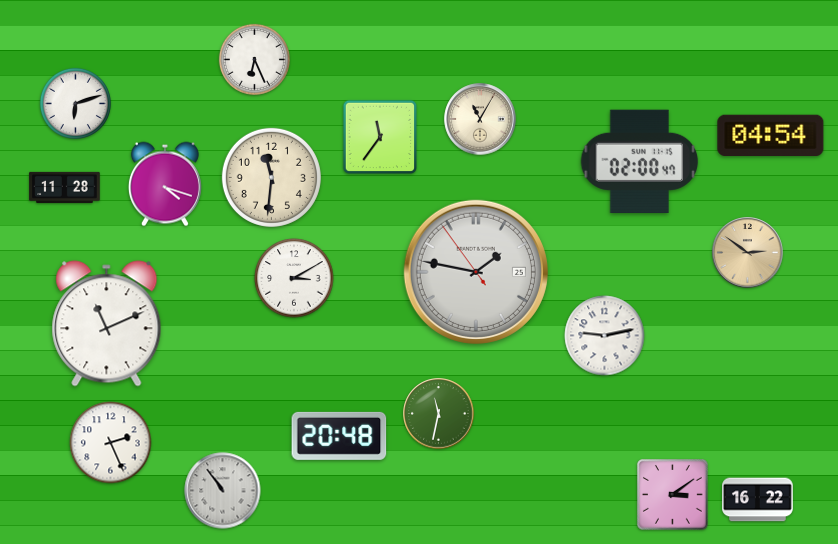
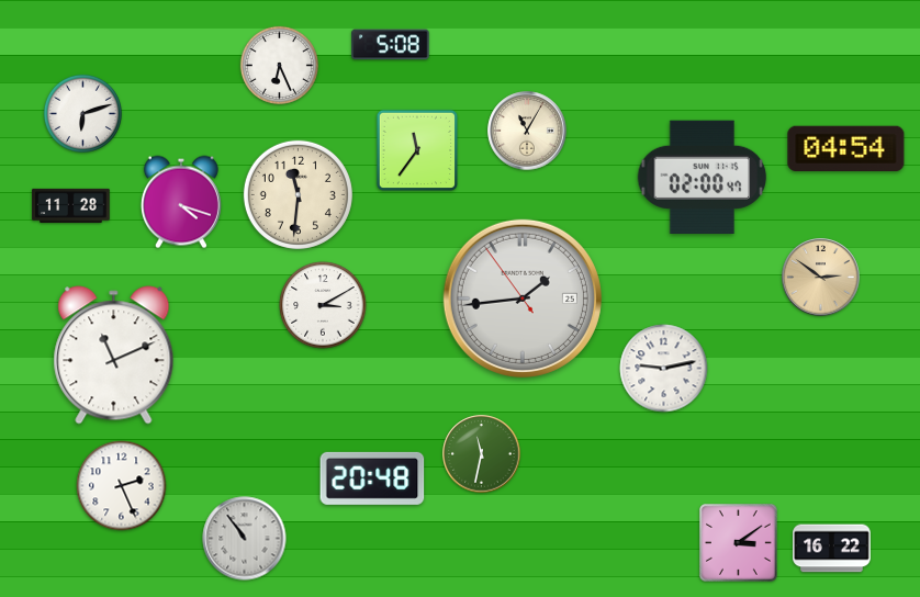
clock at (391, 45): none -> 5:08
clock at (476, 272): 1:46 -> 1:43
clock at (107, 324) position: (107, 324) -> (114, 356)
